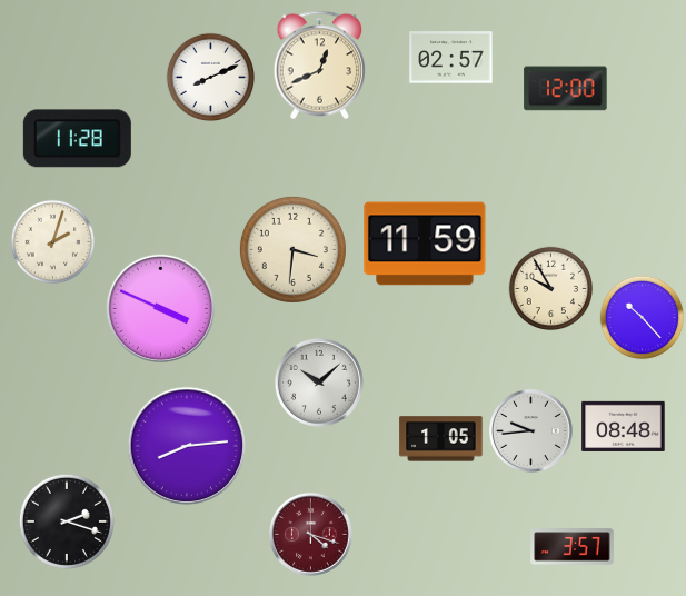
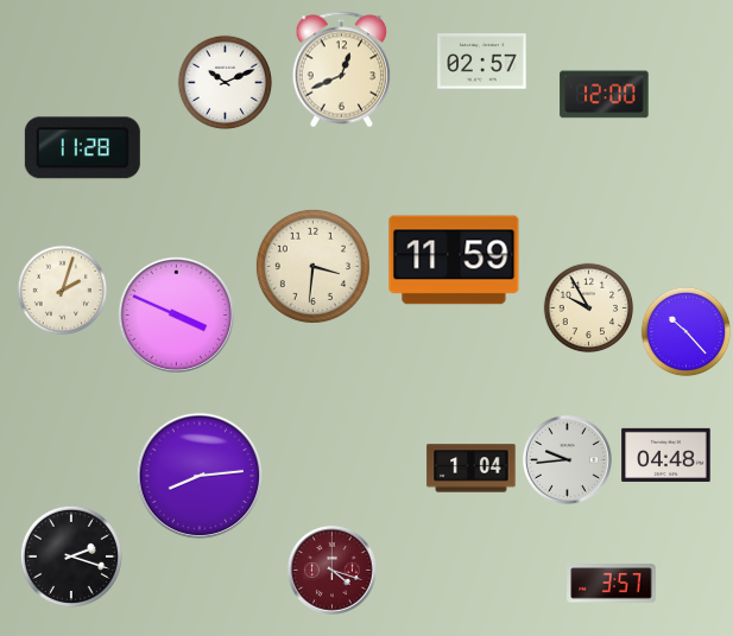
clock at (210, 77): 8:11 -> 10:11
clock at (53, 242) position: (53, 242) -> (63, 291)
clock at (160, 308) position: (160, 308) -> (176, 314)
clock at (643, 318) position: (643, 318) -> (687, 332)
clock at (319, 383): 10:08 -> none
clock at (624, 426): 08:48 -> 04:48
clock at (441, 439): 1:05 -> 1:04
